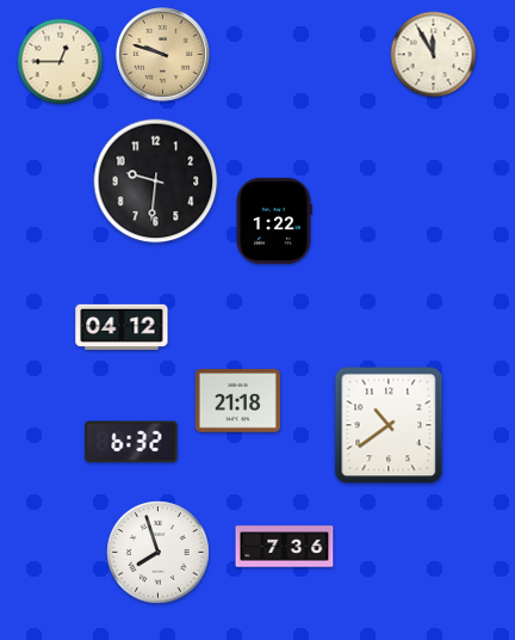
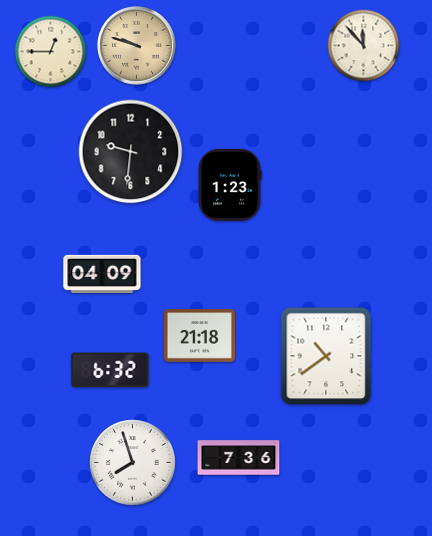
clock at (434, 55): 11:55 -> 11:53
clock at (274, 221): 1:22 -> 1:23
clock at (122, 327): 04:12 -> 04:09
